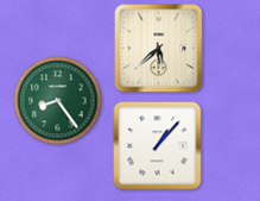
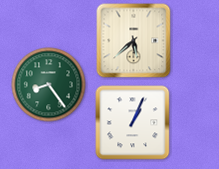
clock at (158, 146): 1:07 -> 1:04
